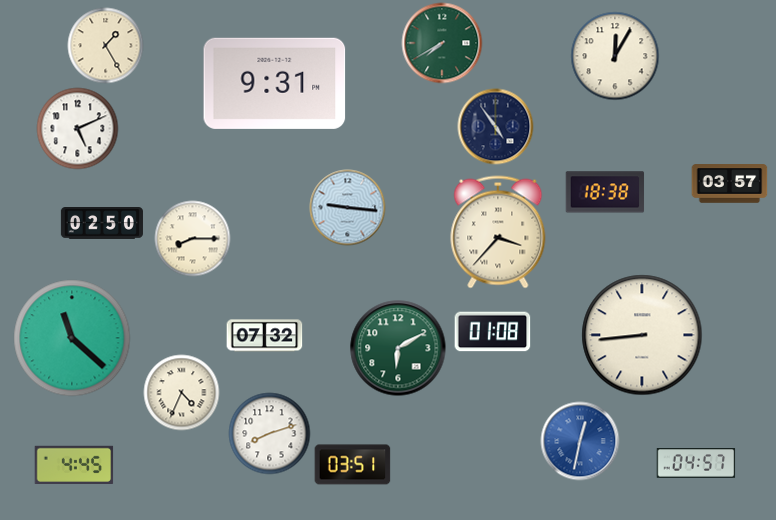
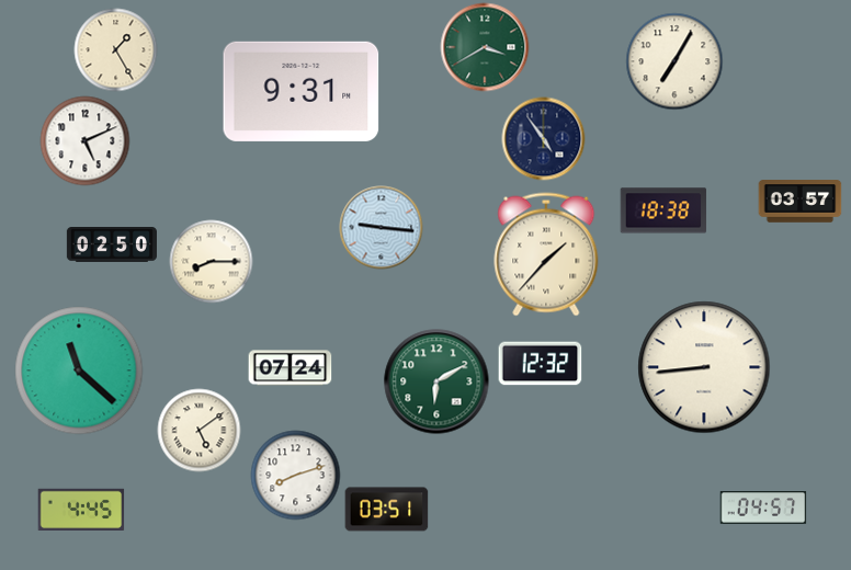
clock at (442, 43): 7:40 -> 3:40
clock at (615, 56): 12:05 -> 7:05
clock at (498, 232): 3:37 -> 1:37
clock at (493, 332): 01:08 -> 12:32
clock at (265, 336): 07:32 -> 07:24
clock at (182, 393): 4:34 -> 5:09
clock at (580, 441): 12:32 -> none
